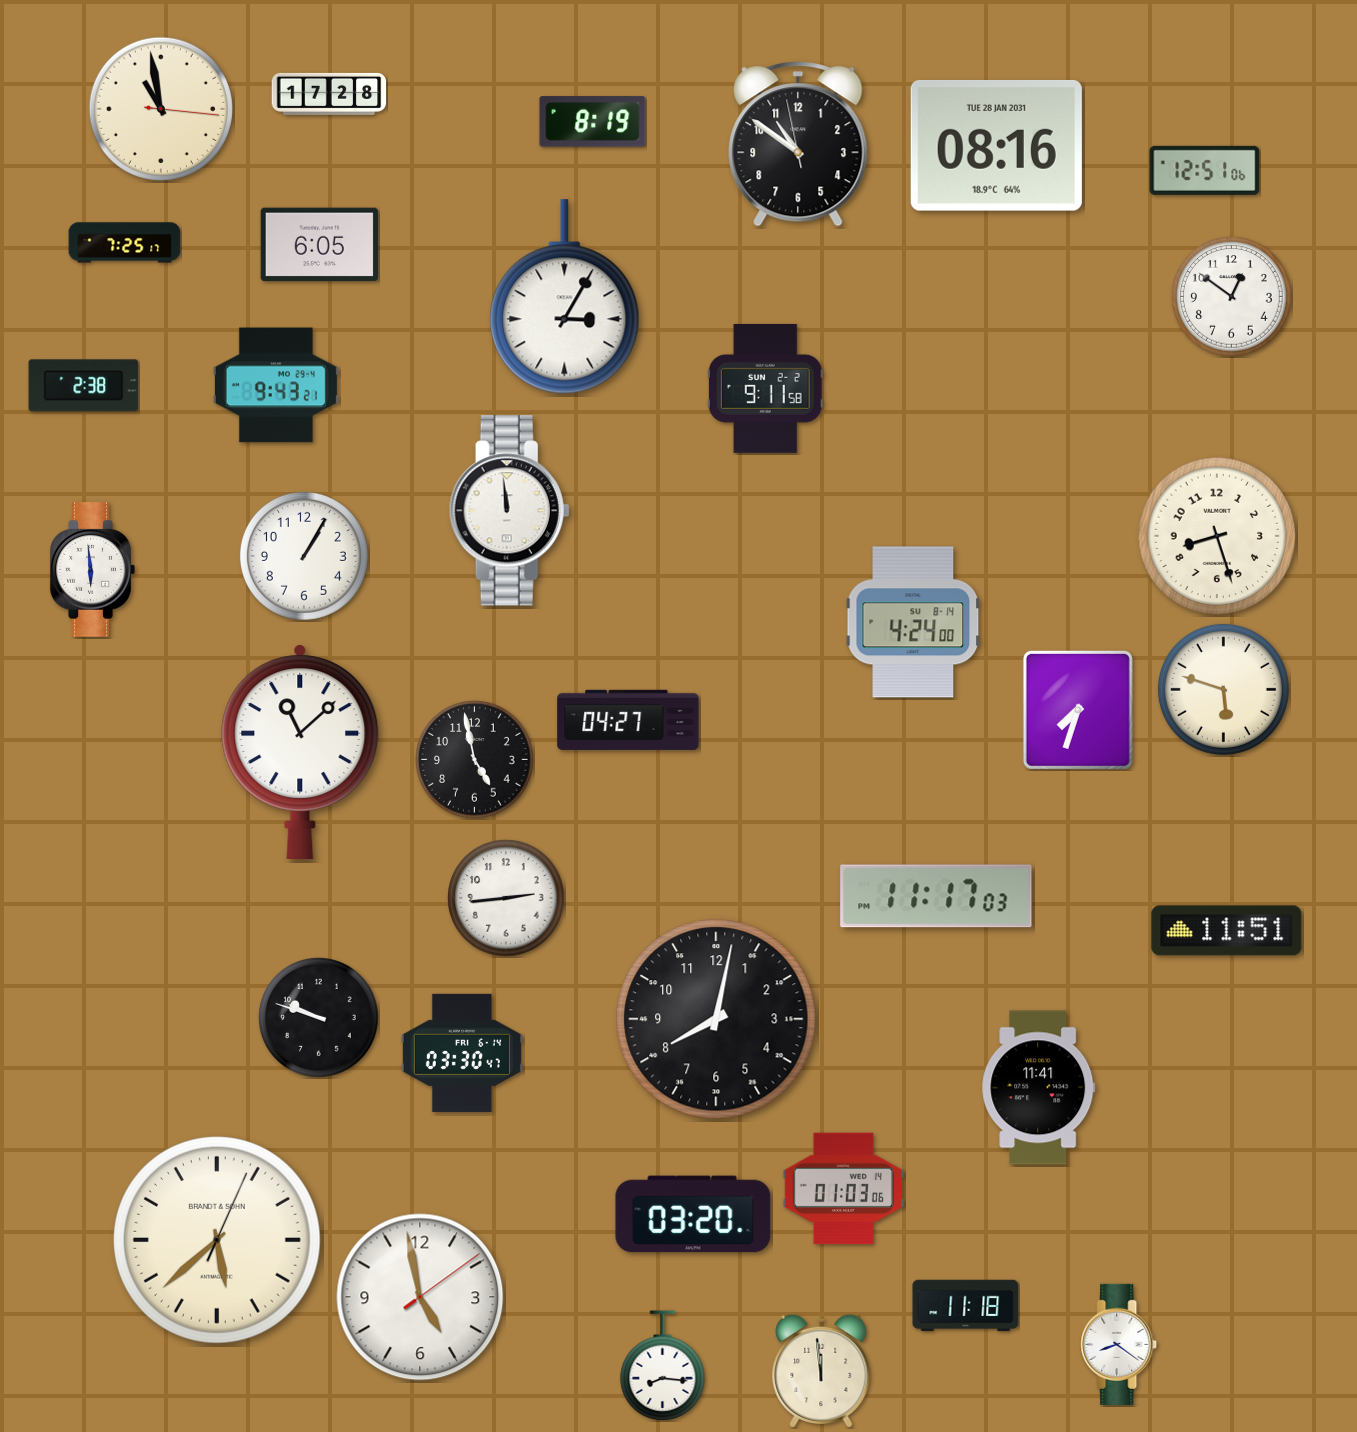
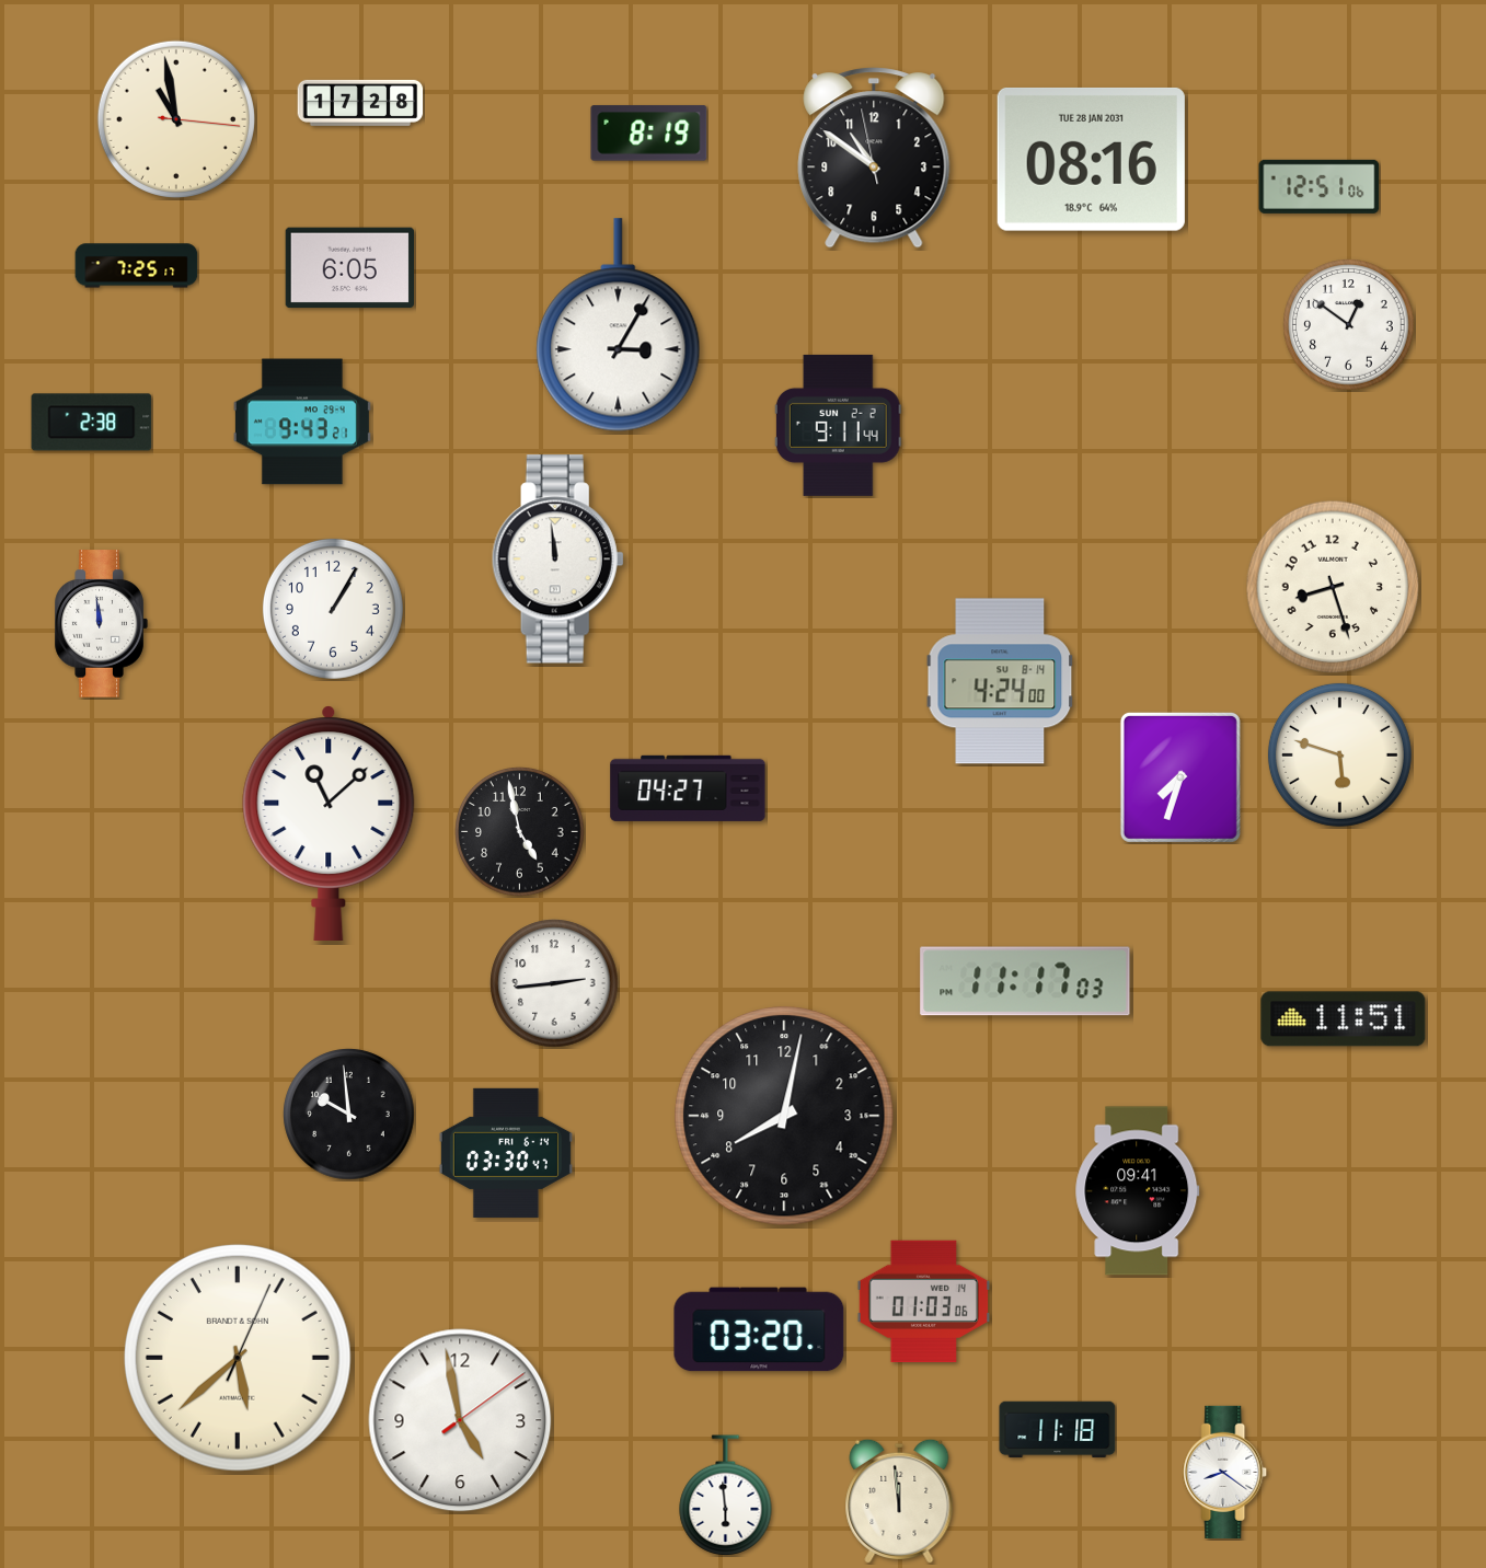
clock at (765, 388): 9:11:58 -> 9:11:44
clock at (92, 570): 5:59 -> 11:59
clock at (319, 1018): 9:48 -> 9:59
clock at (1039, 1088): 11:41 -> 09:41
clock at (663, 1365): 8:16 -> 5:59
